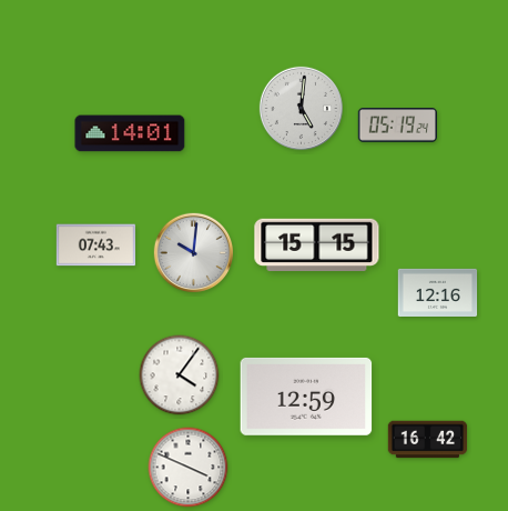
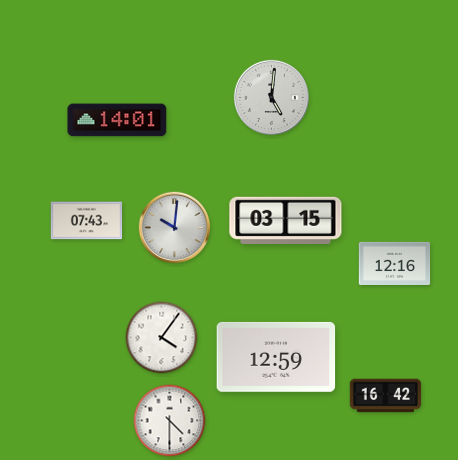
clock at (397, 126): 05:19 -> none
clock at (317, 244): 15:15 -> 03:15
clock at (189, 468): 3:49 -> 4:30
